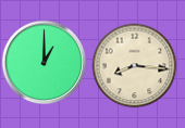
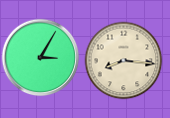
clock at (44, 62): 1:00 -> 3:05
